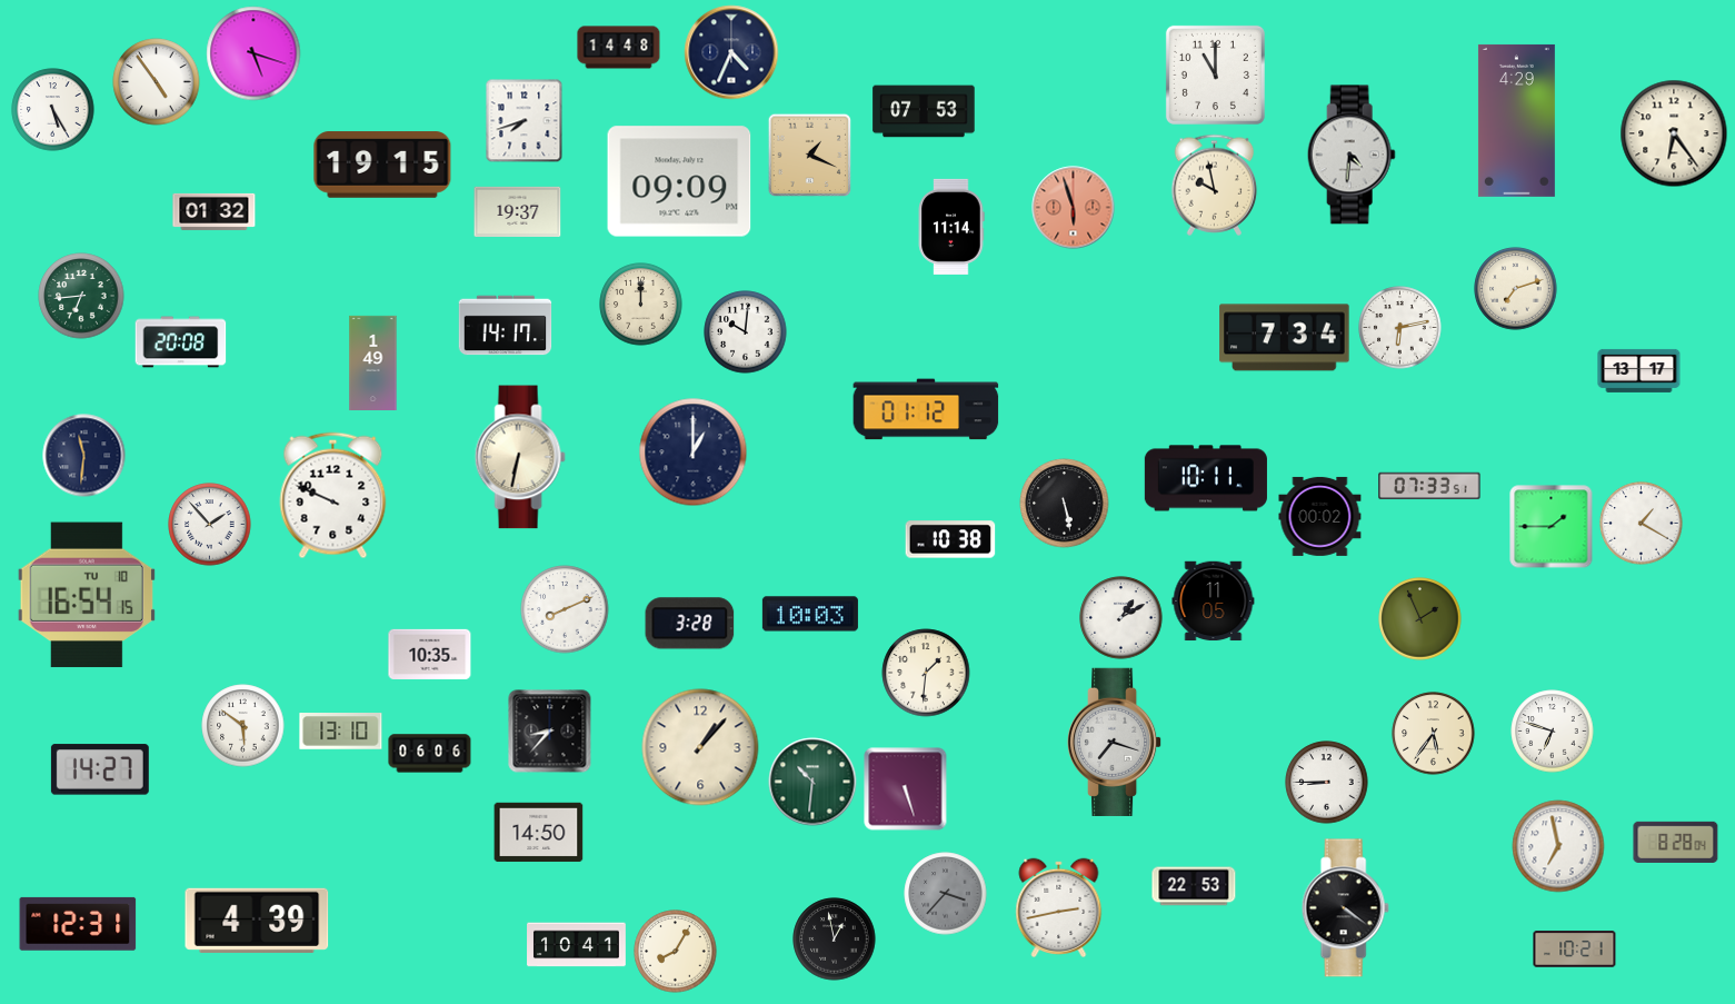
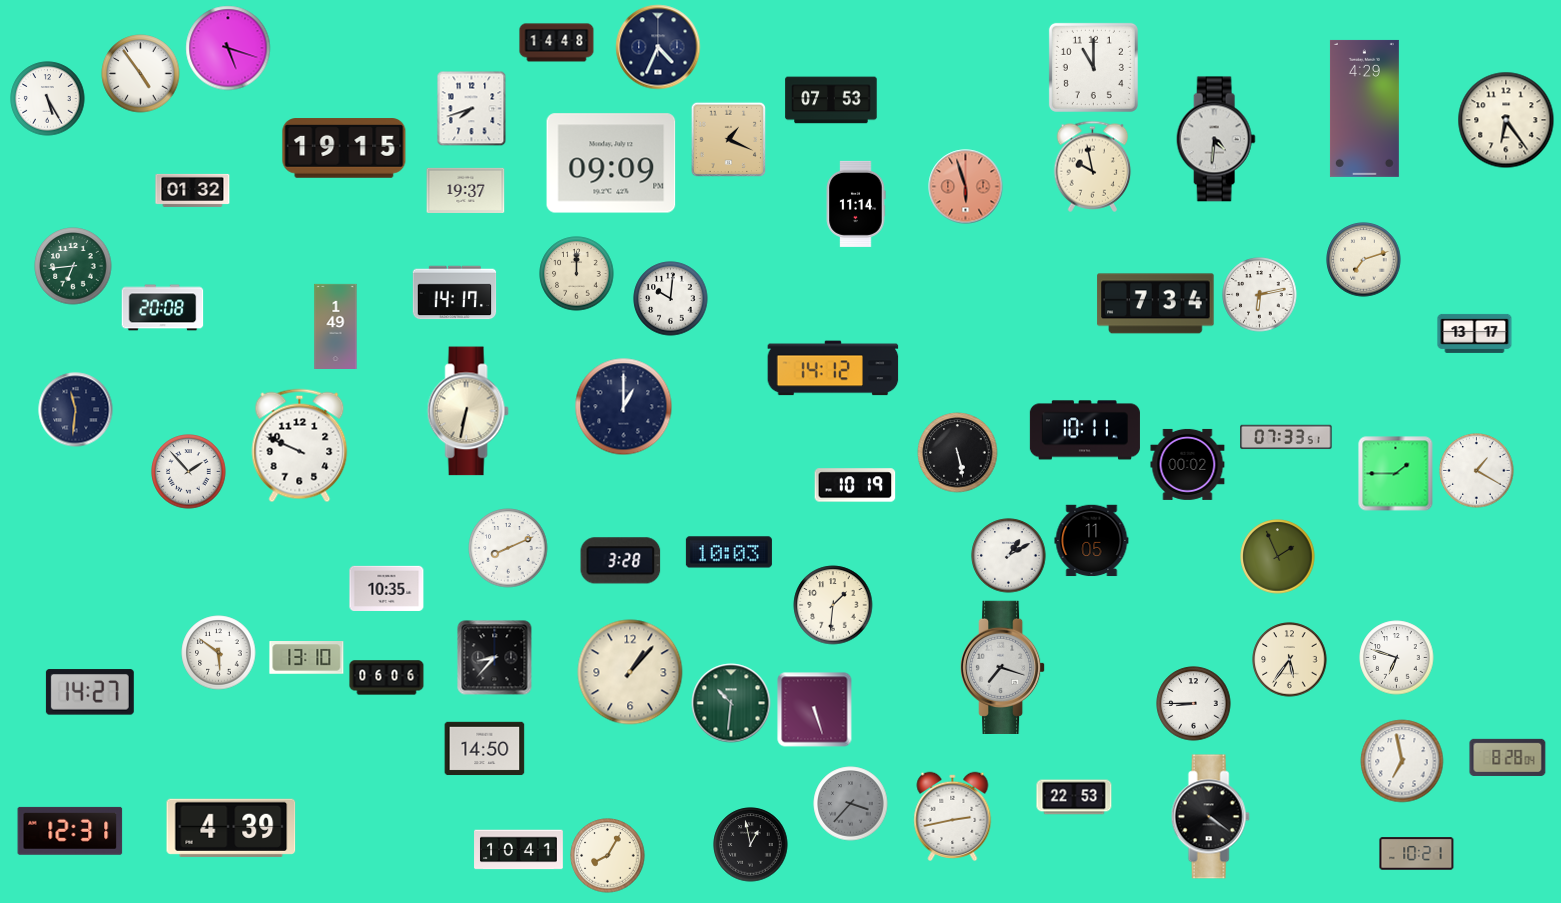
clock at (926, 409): 01:12 -> 14:12
clock at (950, 539): 10:38 -> 10:19
clock at (86, 595): 16:54 -> none
